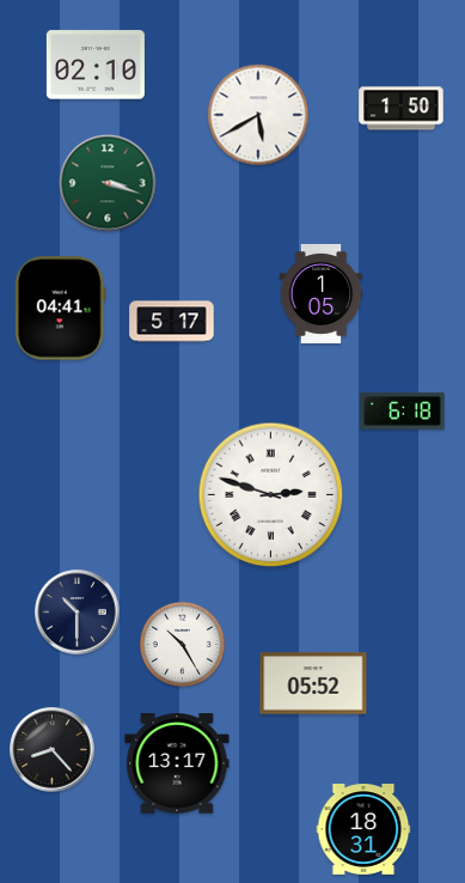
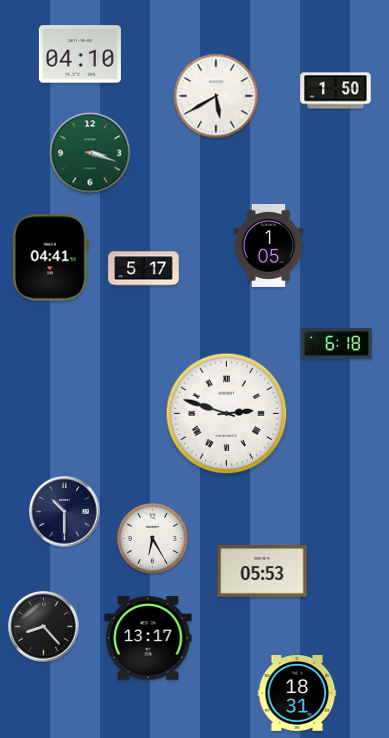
clock at (96, 65): 02:10 -> 04:10
clock at (182, 644): 10:25 -> 6:25
clock at (313, 683): 05:52 -> 05:53
clock at (363, 830) position: (363, 830) -> (297, 694)
